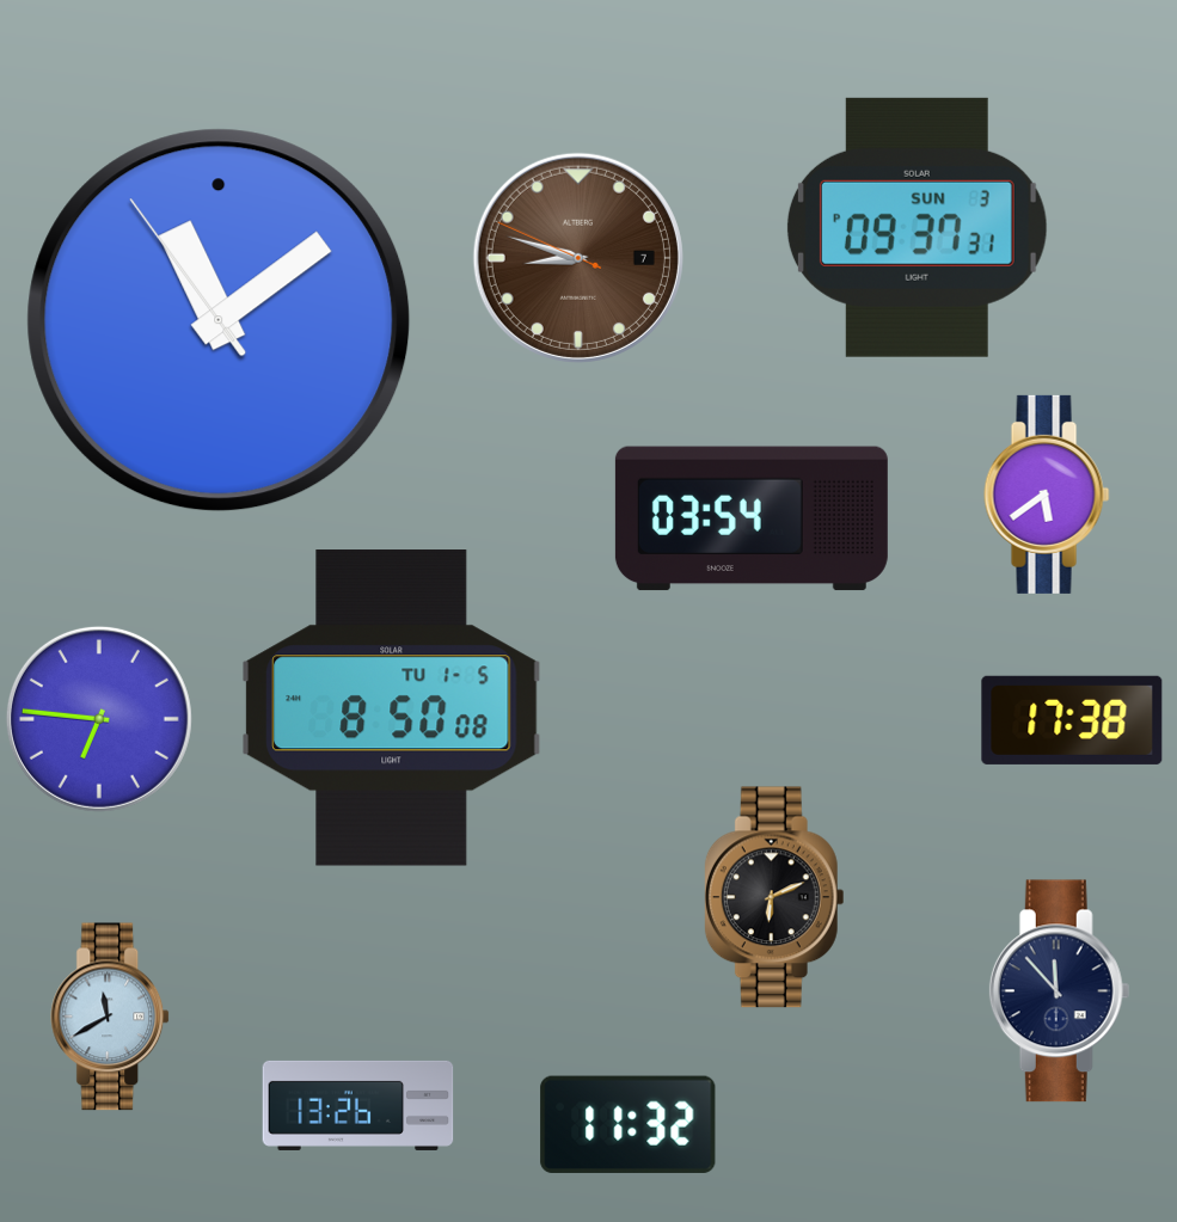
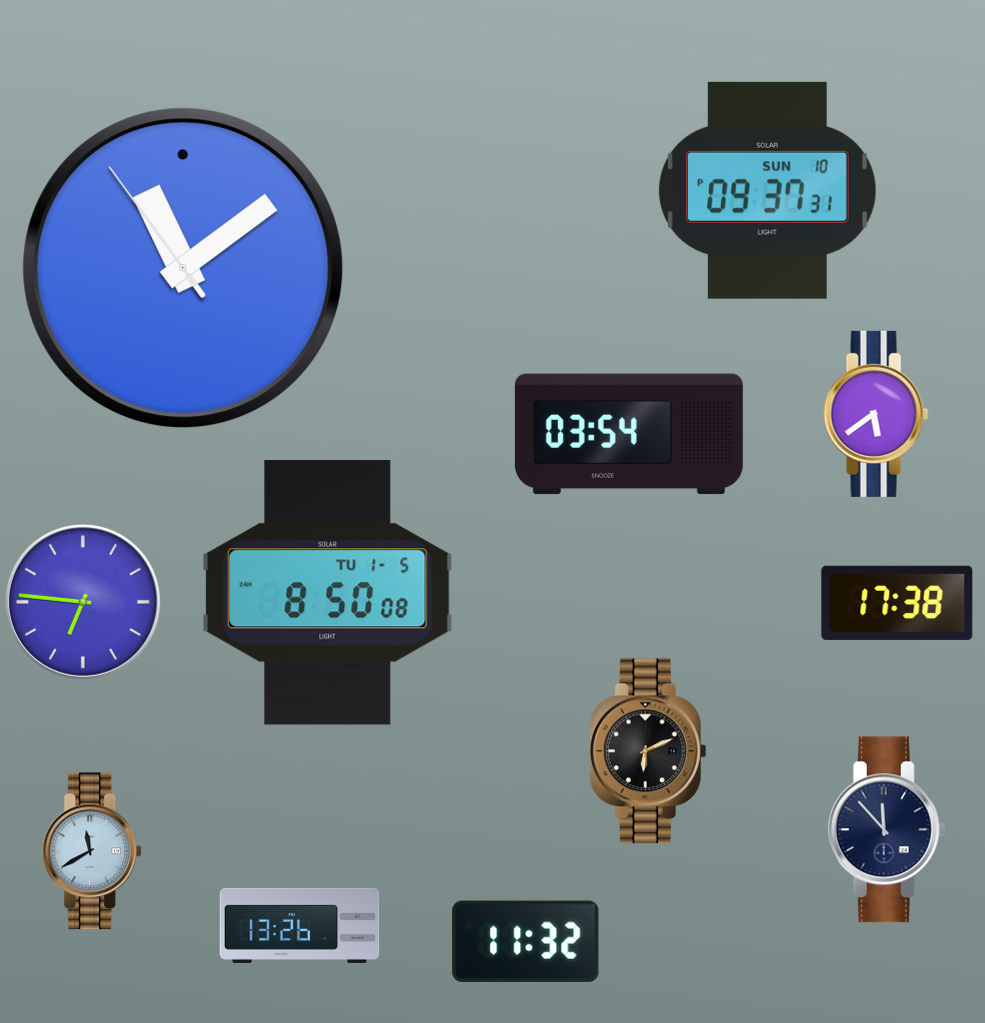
clock at (917, 227) date: SUN 3 -> SUN 10
clock at (578, 258): 8:47 -> none
